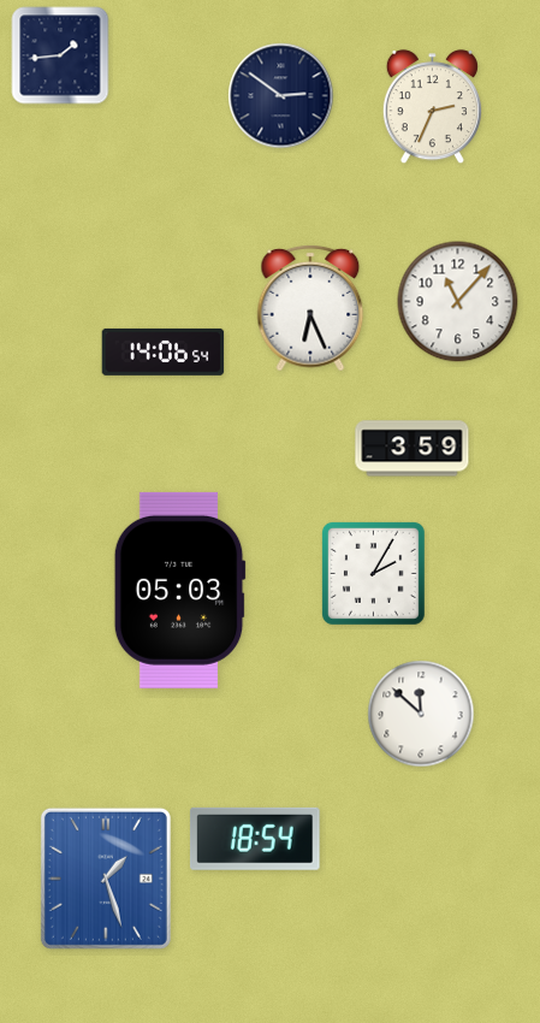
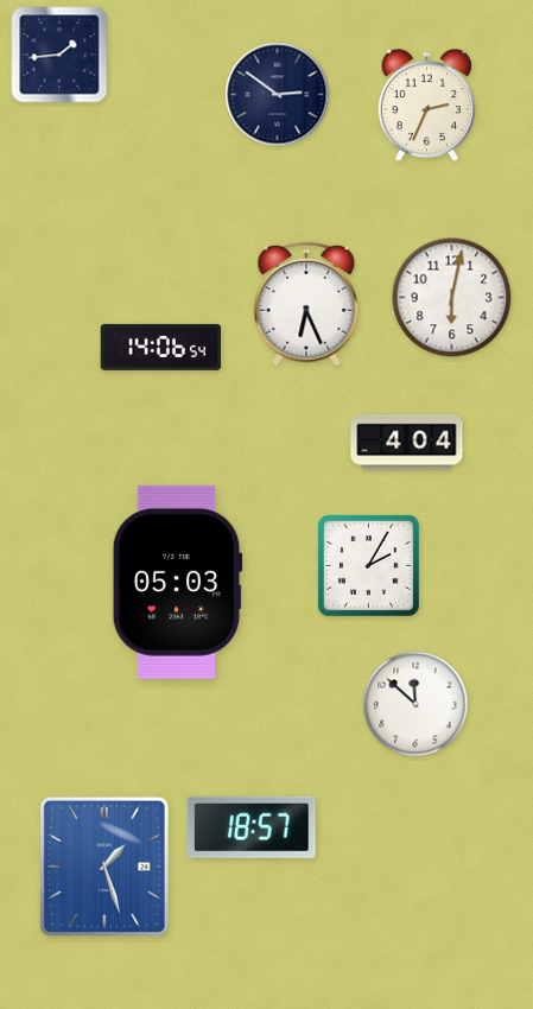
clock at (458, 302): 11:07 -> 6:02
clock at (413, 449): 3:59 -> 4:04
clock at (255, 839): 18:54 -> 18:57
